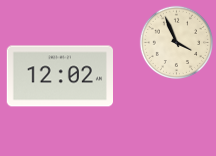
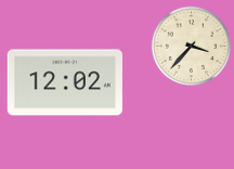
clock at (176, 42): 3:56 -> 3:37
